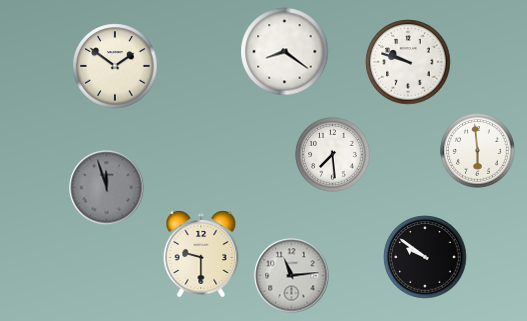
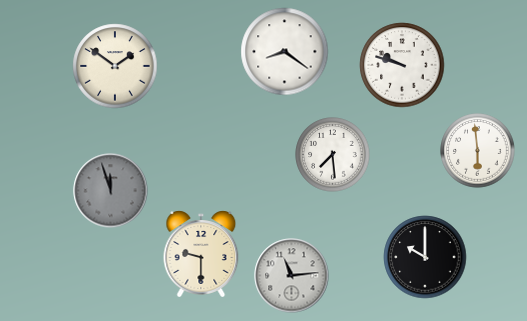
clock at (408, 62) position: (408, 62) -> (402, 65)
clock at (107, 188) position: (107, 188) -> (111, 191)
clock at (425, 257): 9:51 -> 10:00
